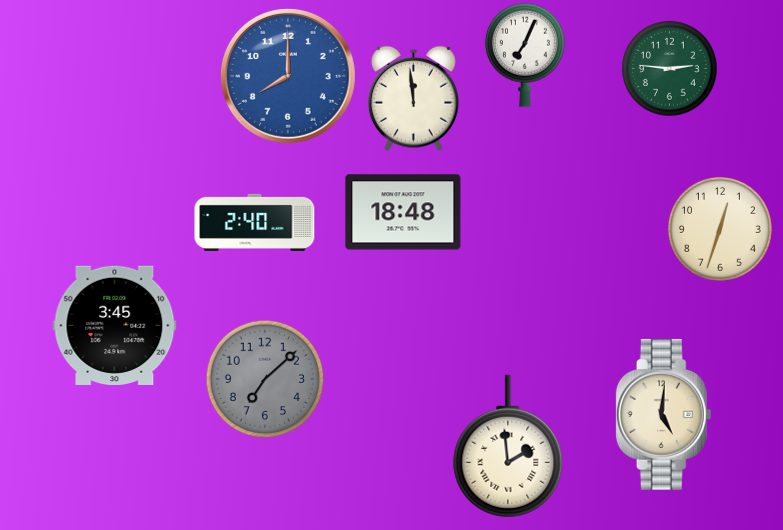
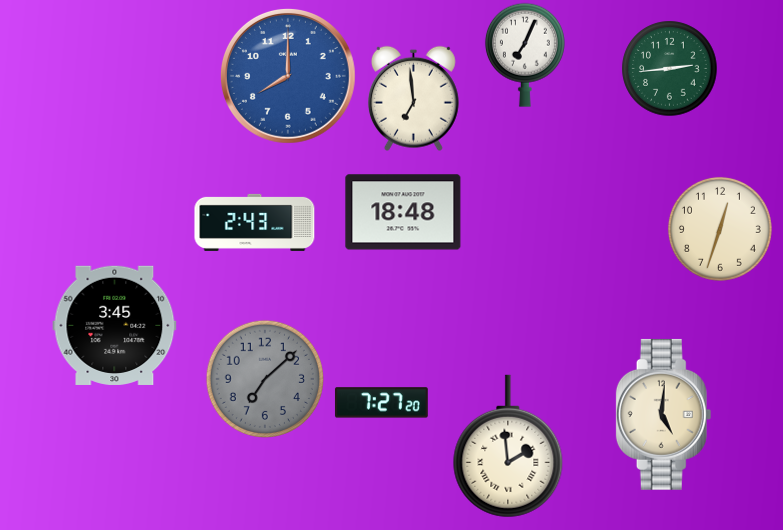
clock at (669, 68): 2:46 -> 2:44
clock at (413, 98): 11:59 -> 6:59
clock at (255, 222): 2:40 -> 2:43
clock at (381, 403): none -> 7:27
